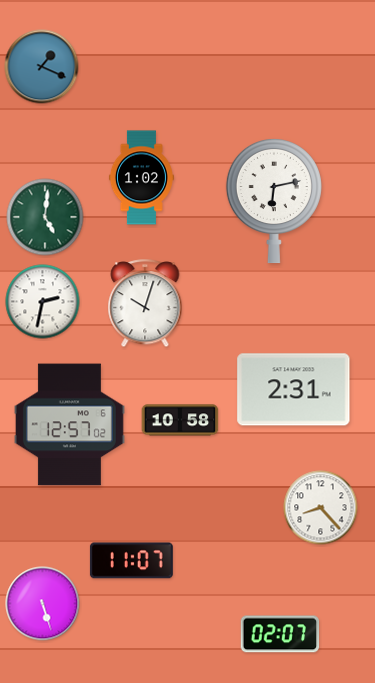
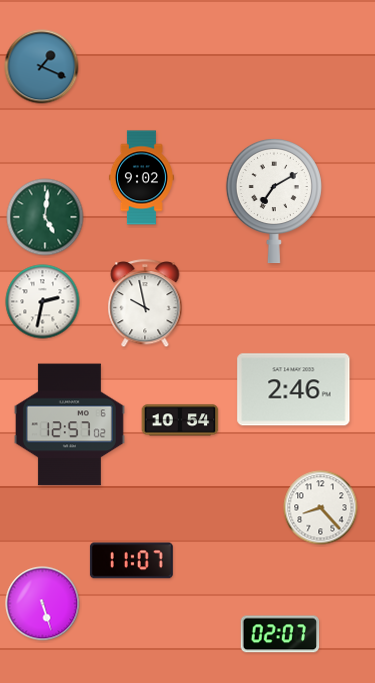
clock at (141, 178): 1:02 -> 9:02
clock at (274, 201): 6:13 -> 7:10
clock at (145, 304): 10:03 -> 9:58
clock at (294, 390): 2:31 -> 2:46
clock at (180, 420): 10:58 -> 10:54
